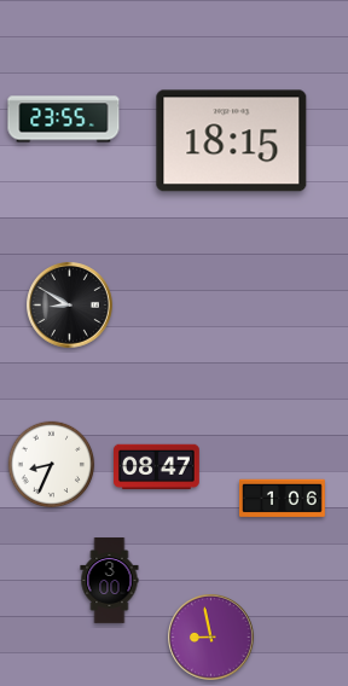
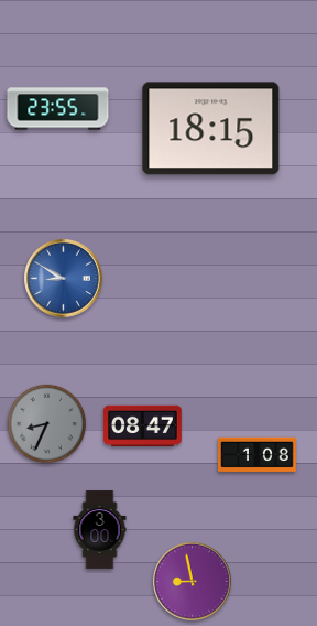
clock at (70, 306) dial: black -> blue
clock at (52, 465) dial: white -> grey
clock at (283, 499): 1:06 -> 1:08
